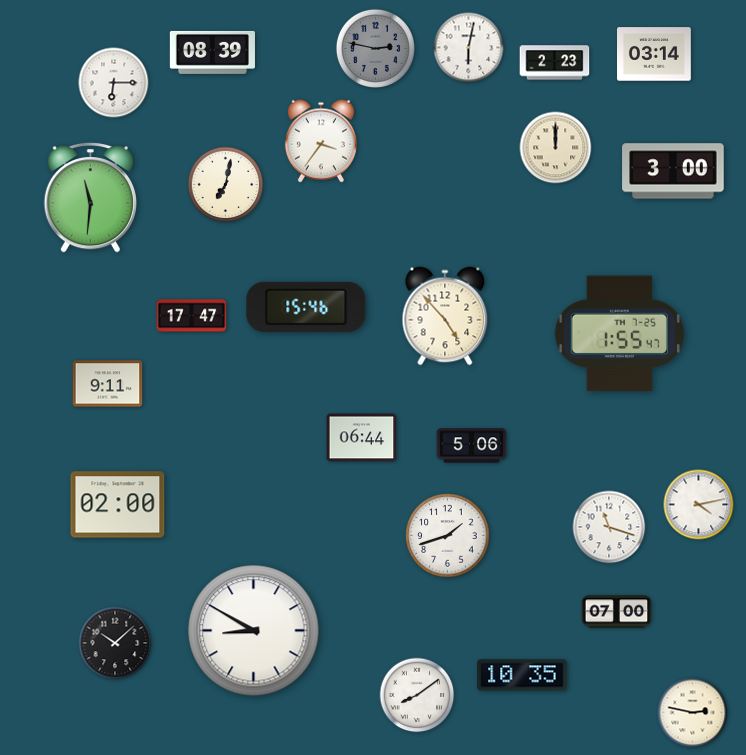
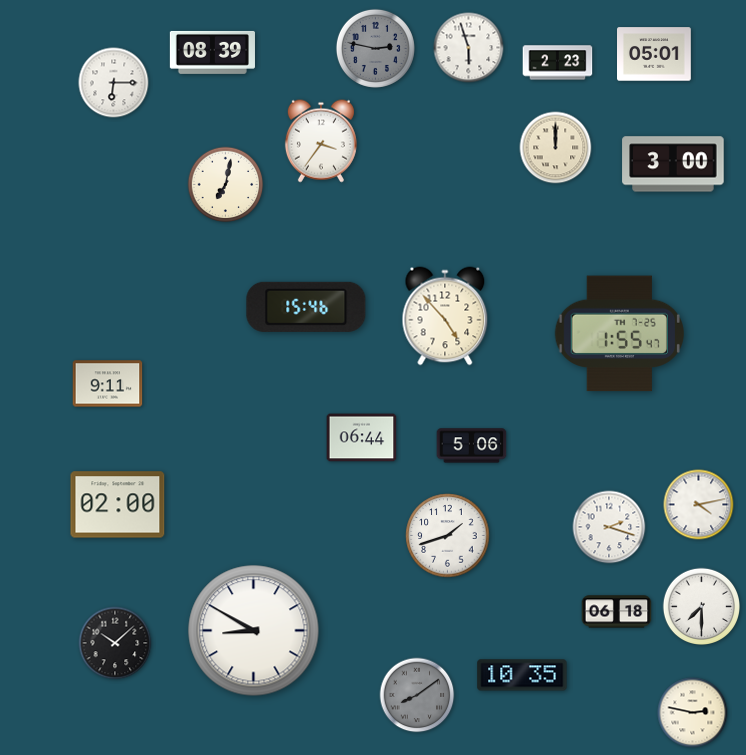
clock at (469, 48): 6:02 -> 5:57
clock at (655, 54): 03:14 -> 05:01
clock at (555, 63) position: (555, 63) -> (558, 63)
clock at (673, 171) position: (673, 171) -> (673, 164)
clock at (90, 198): 11:31 -> none
clock at (192, 316): 17:47 -> none
clock at (609, 527): 11:18 -> 2:18
clock at (702, 607): none -> 7:30
clock at (617, 612): 07:00 -> 06:18
clock at (417, 695) dial: white -> grey
